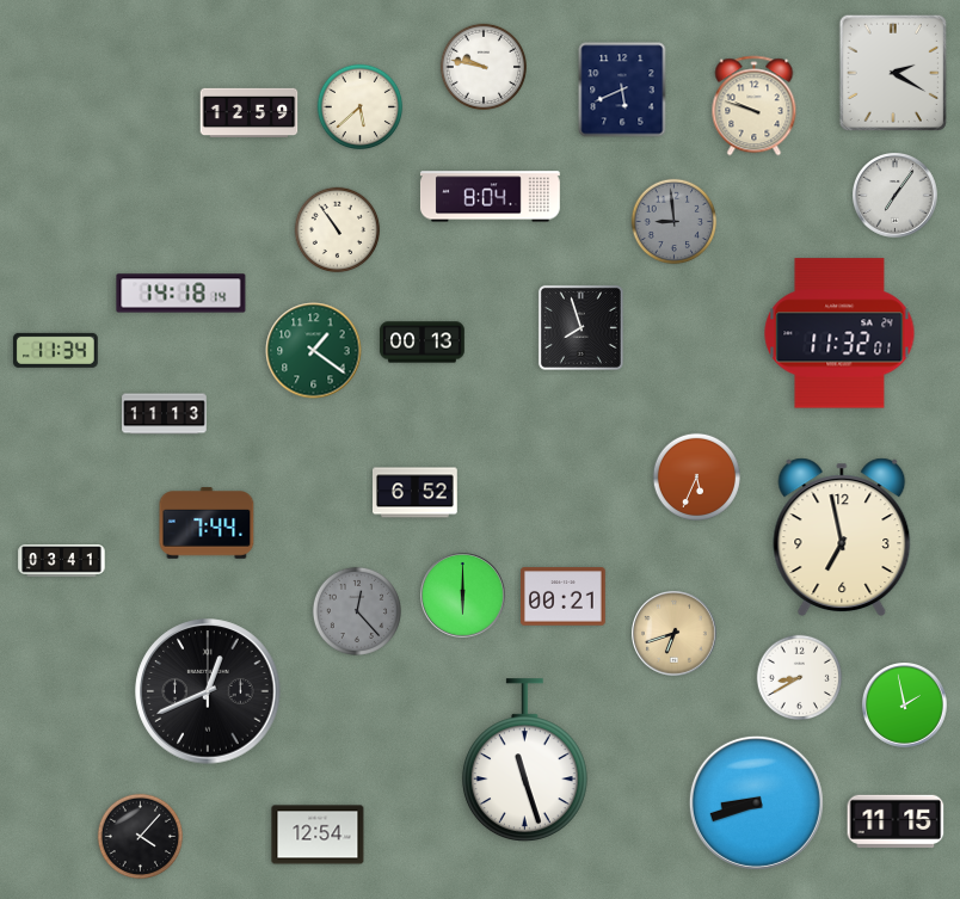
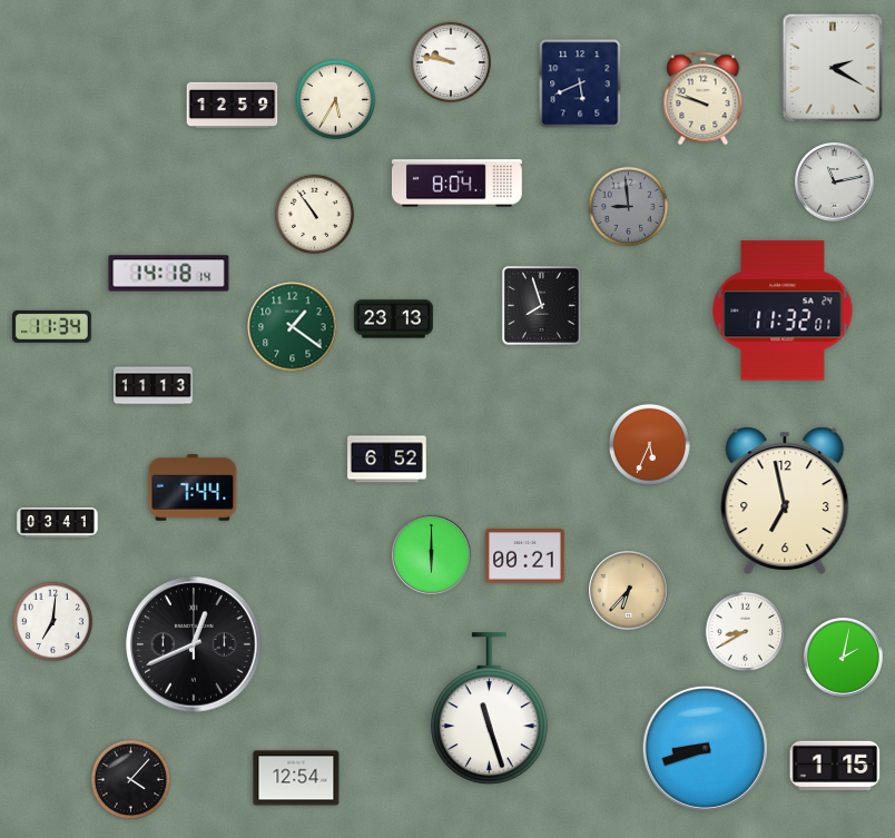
clock at (361, 107): 5:38 -> 5:35
clock at (896, 196): 7:06 -> 11:13
clock at (423, 343): 00:13 -> 23:13
clock at (357, 611): 12:23 -> none
clock at (675, 634): 6:42 -> 6:37
clock at (53, 622): none -> 7:01
clock at (905, 706): 1:58 -> 2:02
clock at (896, 820): 11:15 -> 1:15
